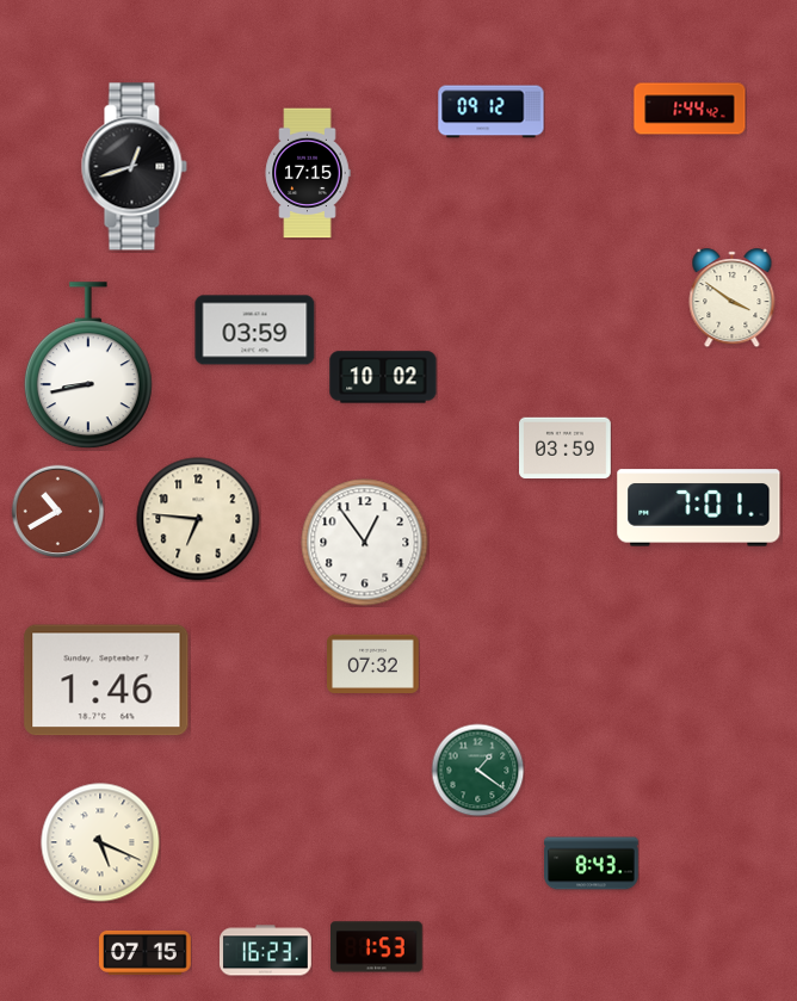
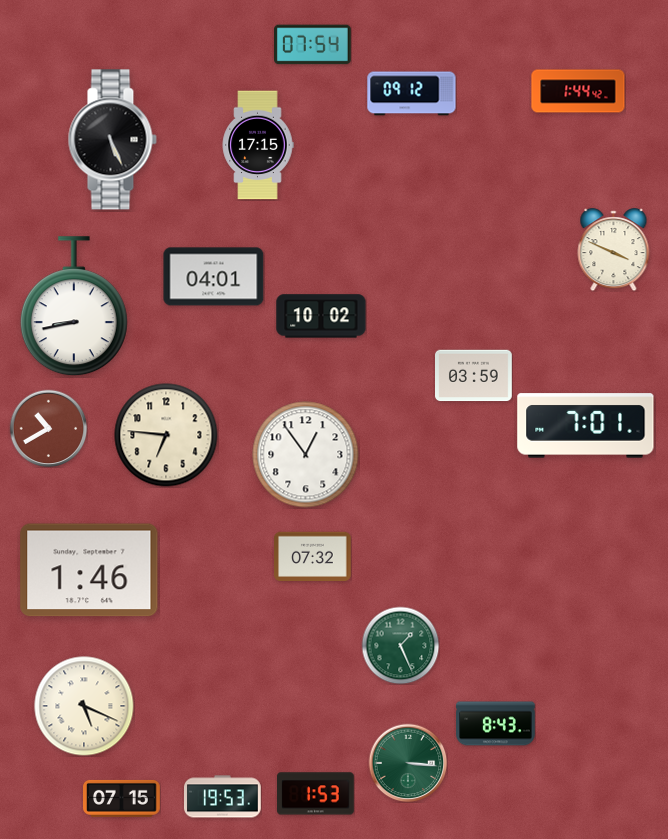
clock at (313, 45): none -> 07:54
clock at (134, 167): 12:42 -> 5:26
clock at (733, 298): 3:51 -> 3:49
clock at (255, 330): 03:59 -> 04:01
clock at (477, 770): 1:21 -> 1:26
clock at (408, 763): none -> 3:16
clock at (266, 951): 16:23 -> 19:53
